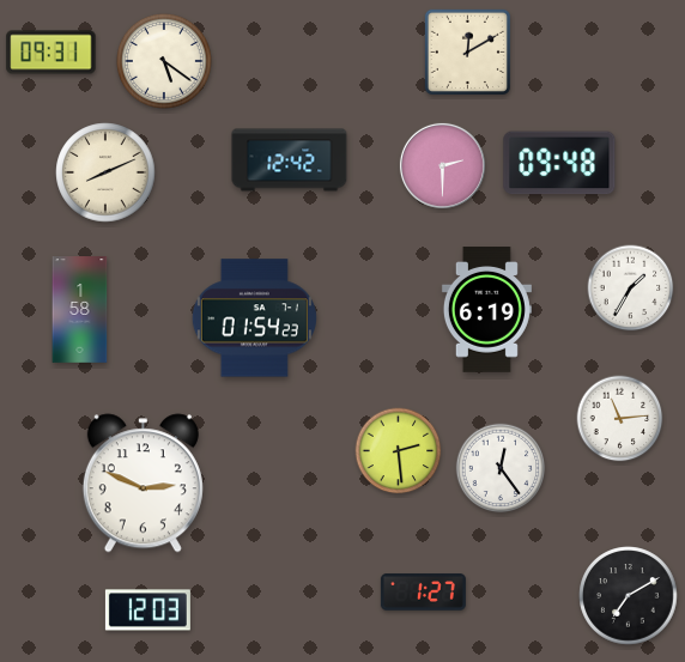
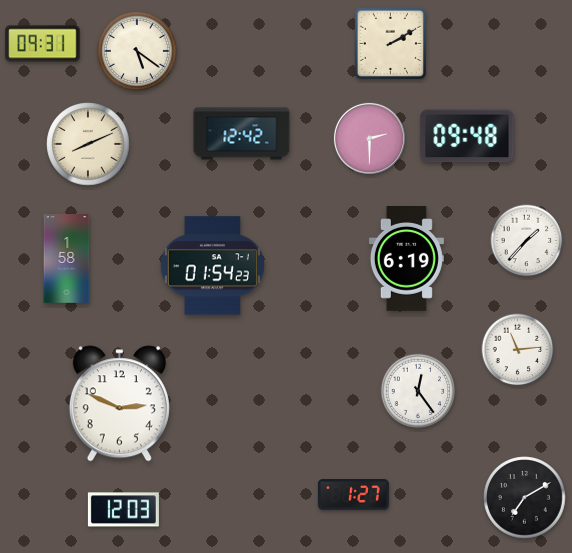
clock at (467, 51): 12:10 -> 2:10
clock at (631, 289): 1:35 -> 1:37
clock at (399, 451): 2:29 -> none
